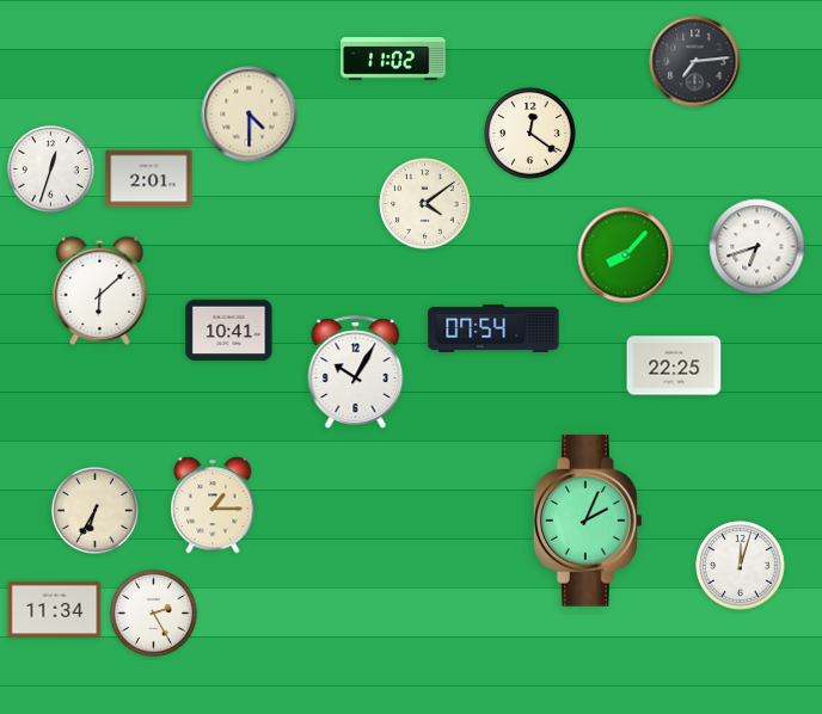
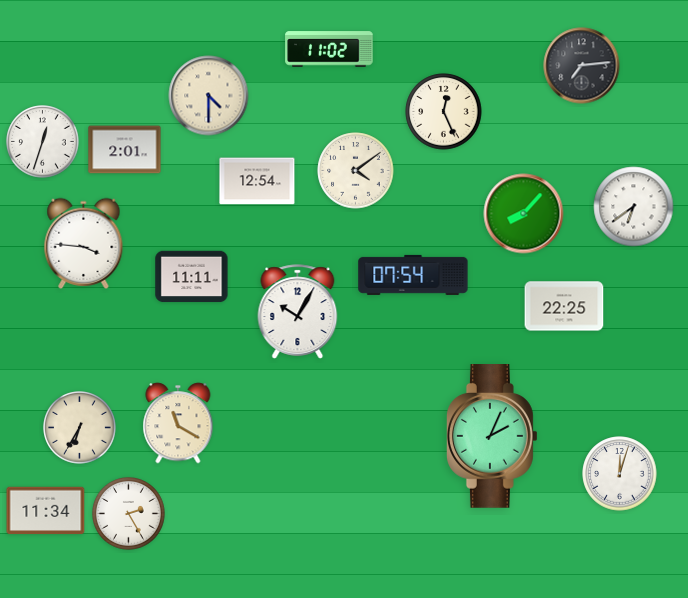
clock at (695, 62) position: (695, 62) -> (582, 66)
clock at (530, 134): 12:21 -> 12:26
clock at (257, 181): none -> 12:54
clock at (757, 247): 6:42 -> 6:39
clock at (100, 290): 6:08 -> 3:46
clock at (229, 331): 10:41 -> 11:11
clock at (213, 505): 1:15 -> 11:20
